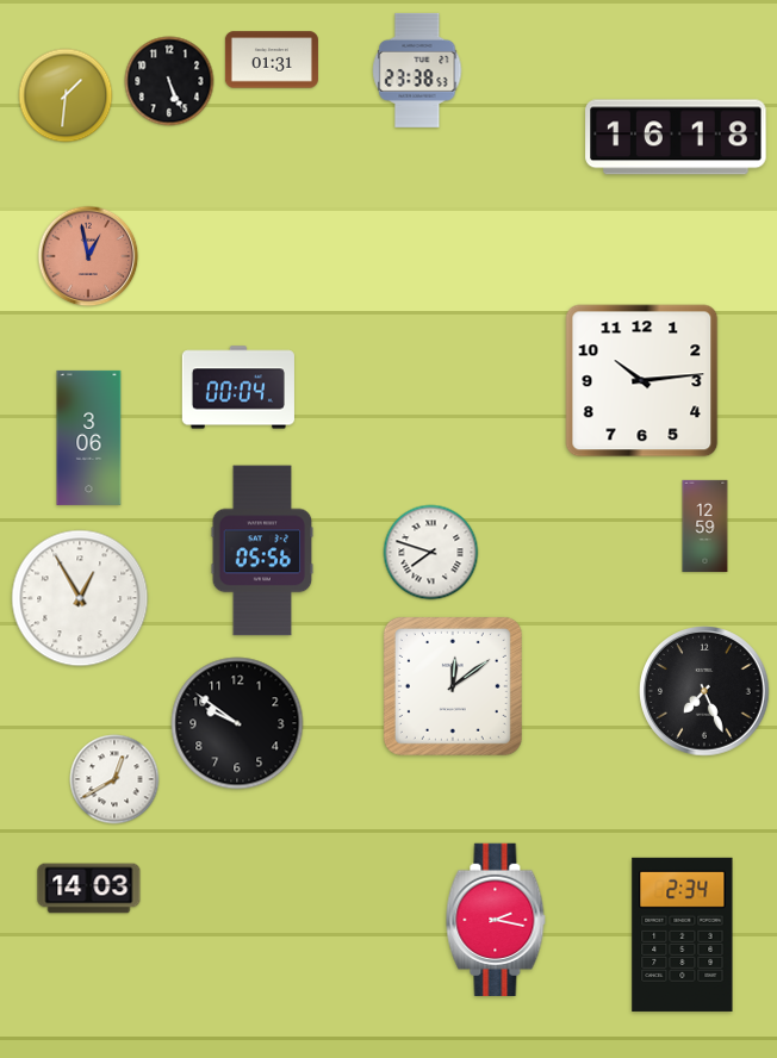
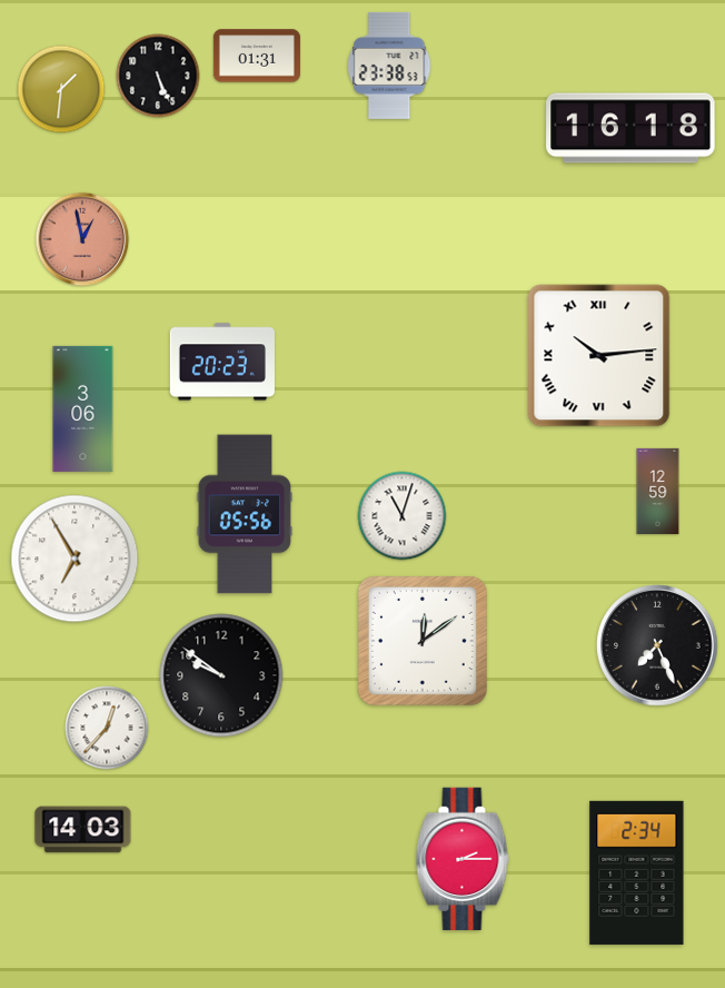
clock at (272, 60) position: (272, 60) -> (257, 56)
clock at (642, 381) numerals: Arabic -> Roman
clock at (238, 387): 00:04 -> 20:23
clock at (431, 553): 7:48 -> 11:03
clock at (80, 598): 12:55 -> 6:55
clock at (114, 779): 12:40 -> 12:37
clock at (496, 919): 2:17 -> 2:15
